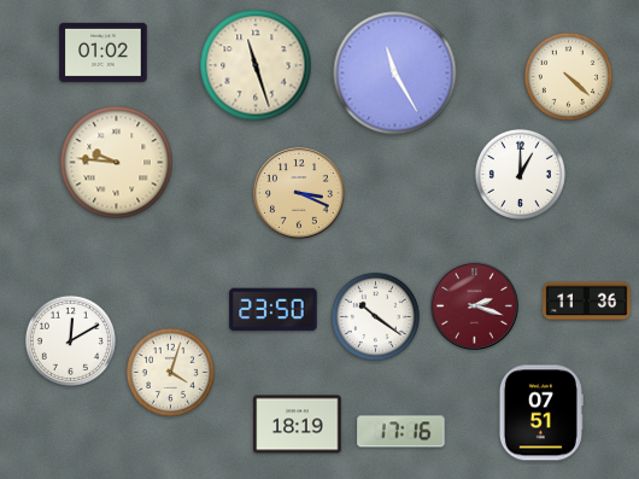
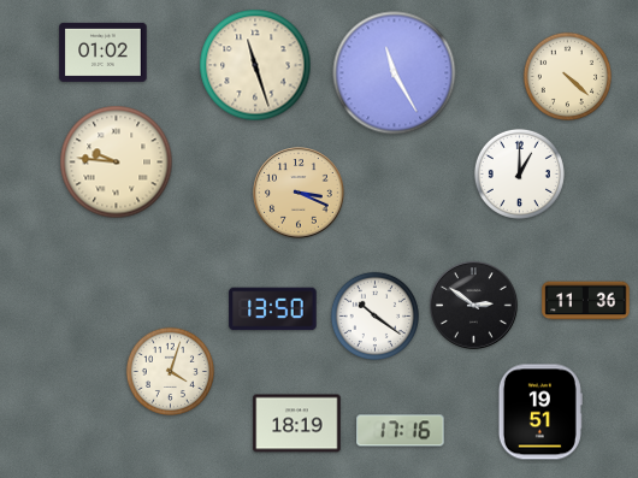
clock at (475, 306): 2:18 -> 2:51
clock at (475, 306) dial: burgundy -> black
clock at (274, 310): 23:50 -> 13:50
clock at (70, 340): 12:10 -> none
clock at (541, 413): 07:51 -> 19:51
